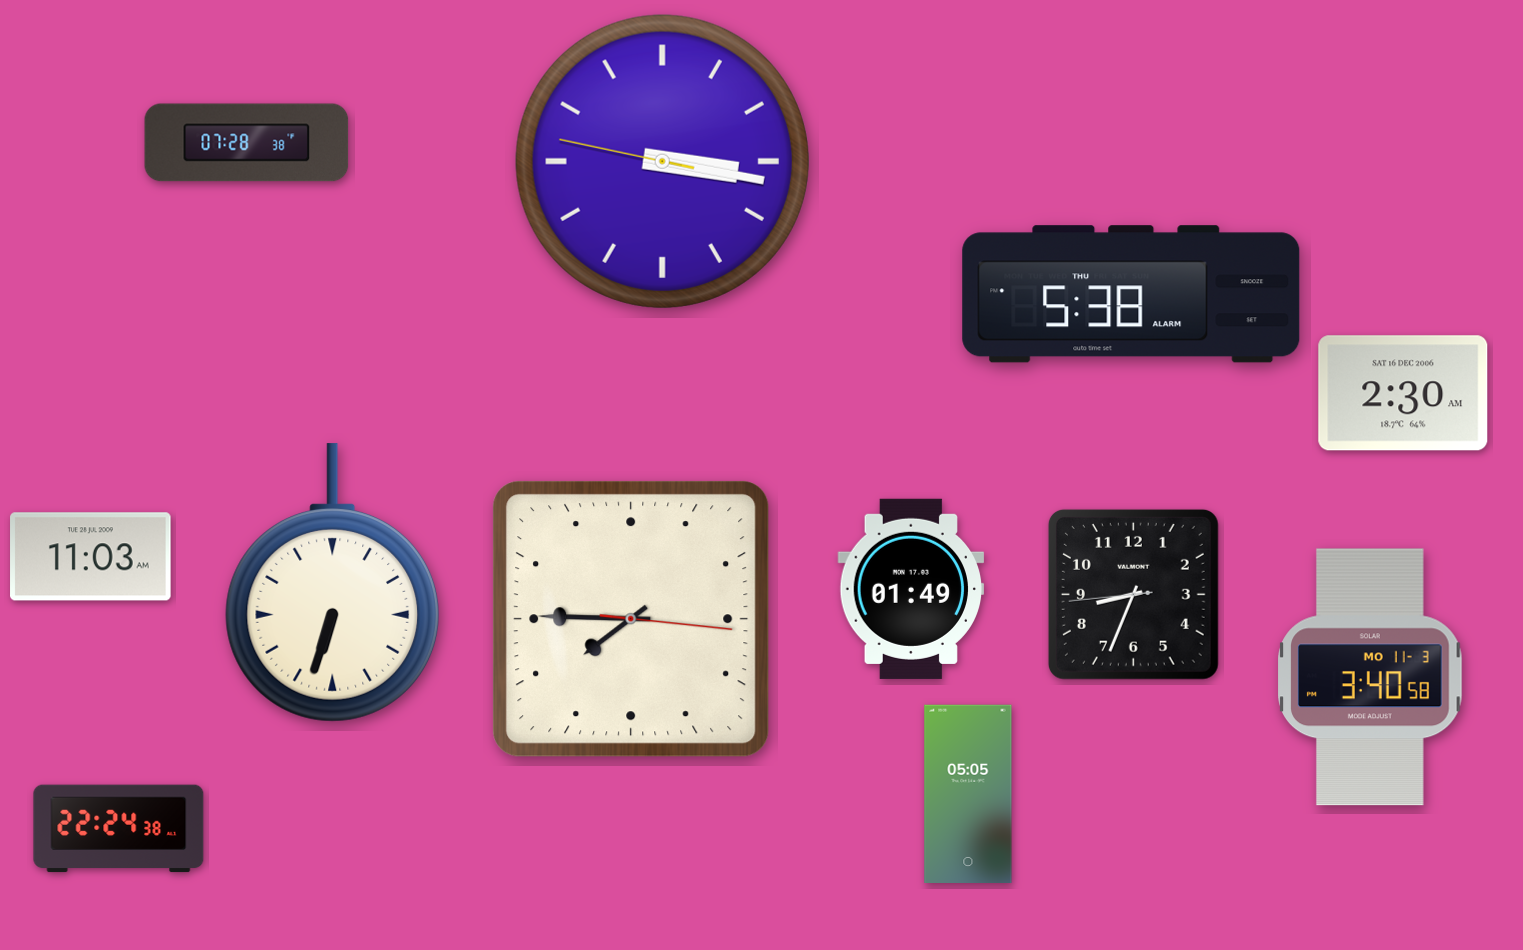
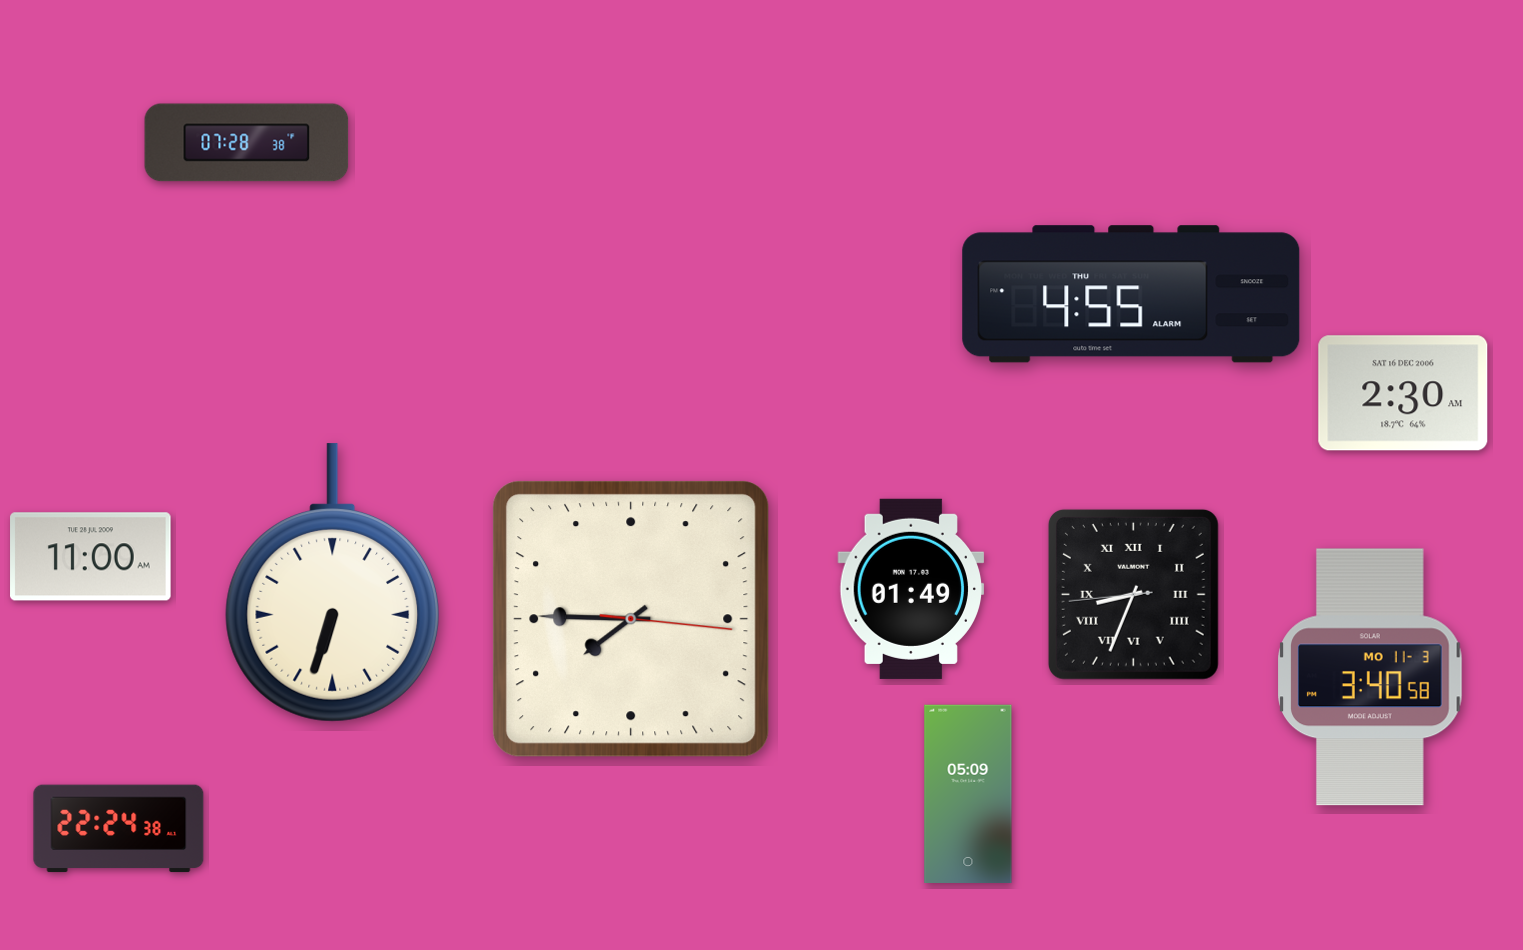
clock at (662, 161): 3:16 -> none
clock at (1131, 294): 5:38 -> 4:55
clock at (91, 557): 11:03 -> 11:00
clock at (1133, 594) numerals: Arabic -> Roman
clock at (968, 793): 05:05 -> 05:09
